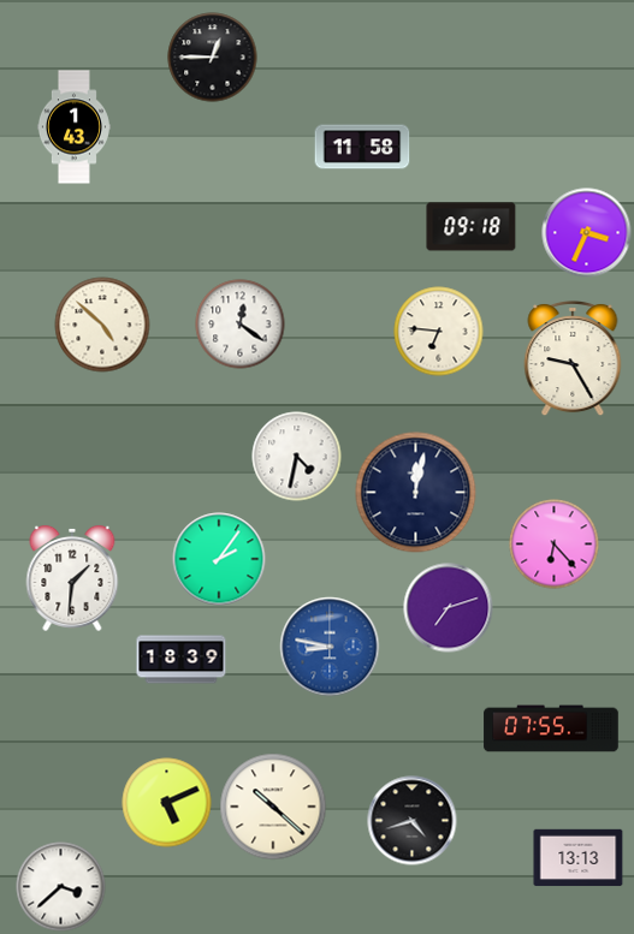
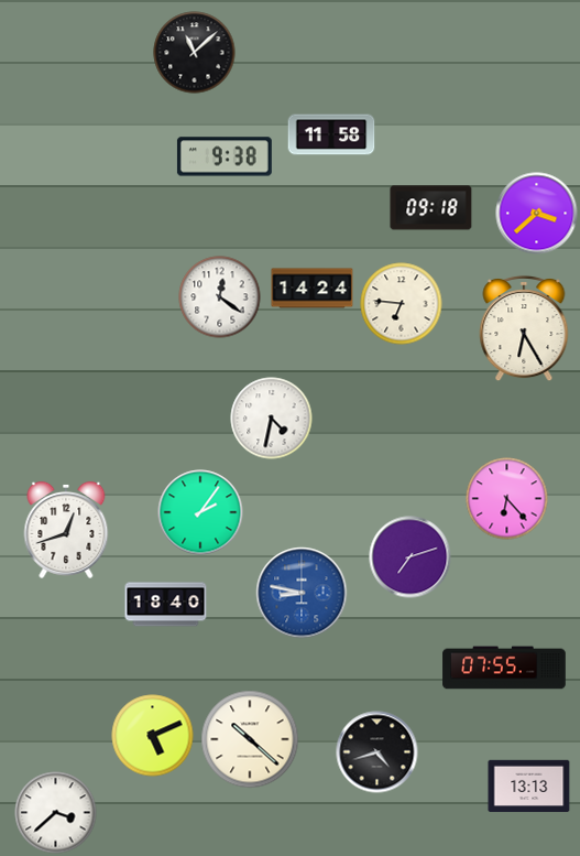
clock at (213, 58): 12:45 -> 11:08
clock at (73, 127): 1:43 -> none
clock at (225, 156): none -> 9:38
clock at (587, 233): 3:34 -> 3:38
clock at (313, 289): none -> 14:24
clock at (102, 325): 4:52 -> none
clock at (573, 358): 9:25 -> 6:25
clock at (416, 493): 12:02 -> none
clock at (72, 578): 1:31 -> 12:42
clock at (182, 660): 18:39 -> 18:40
